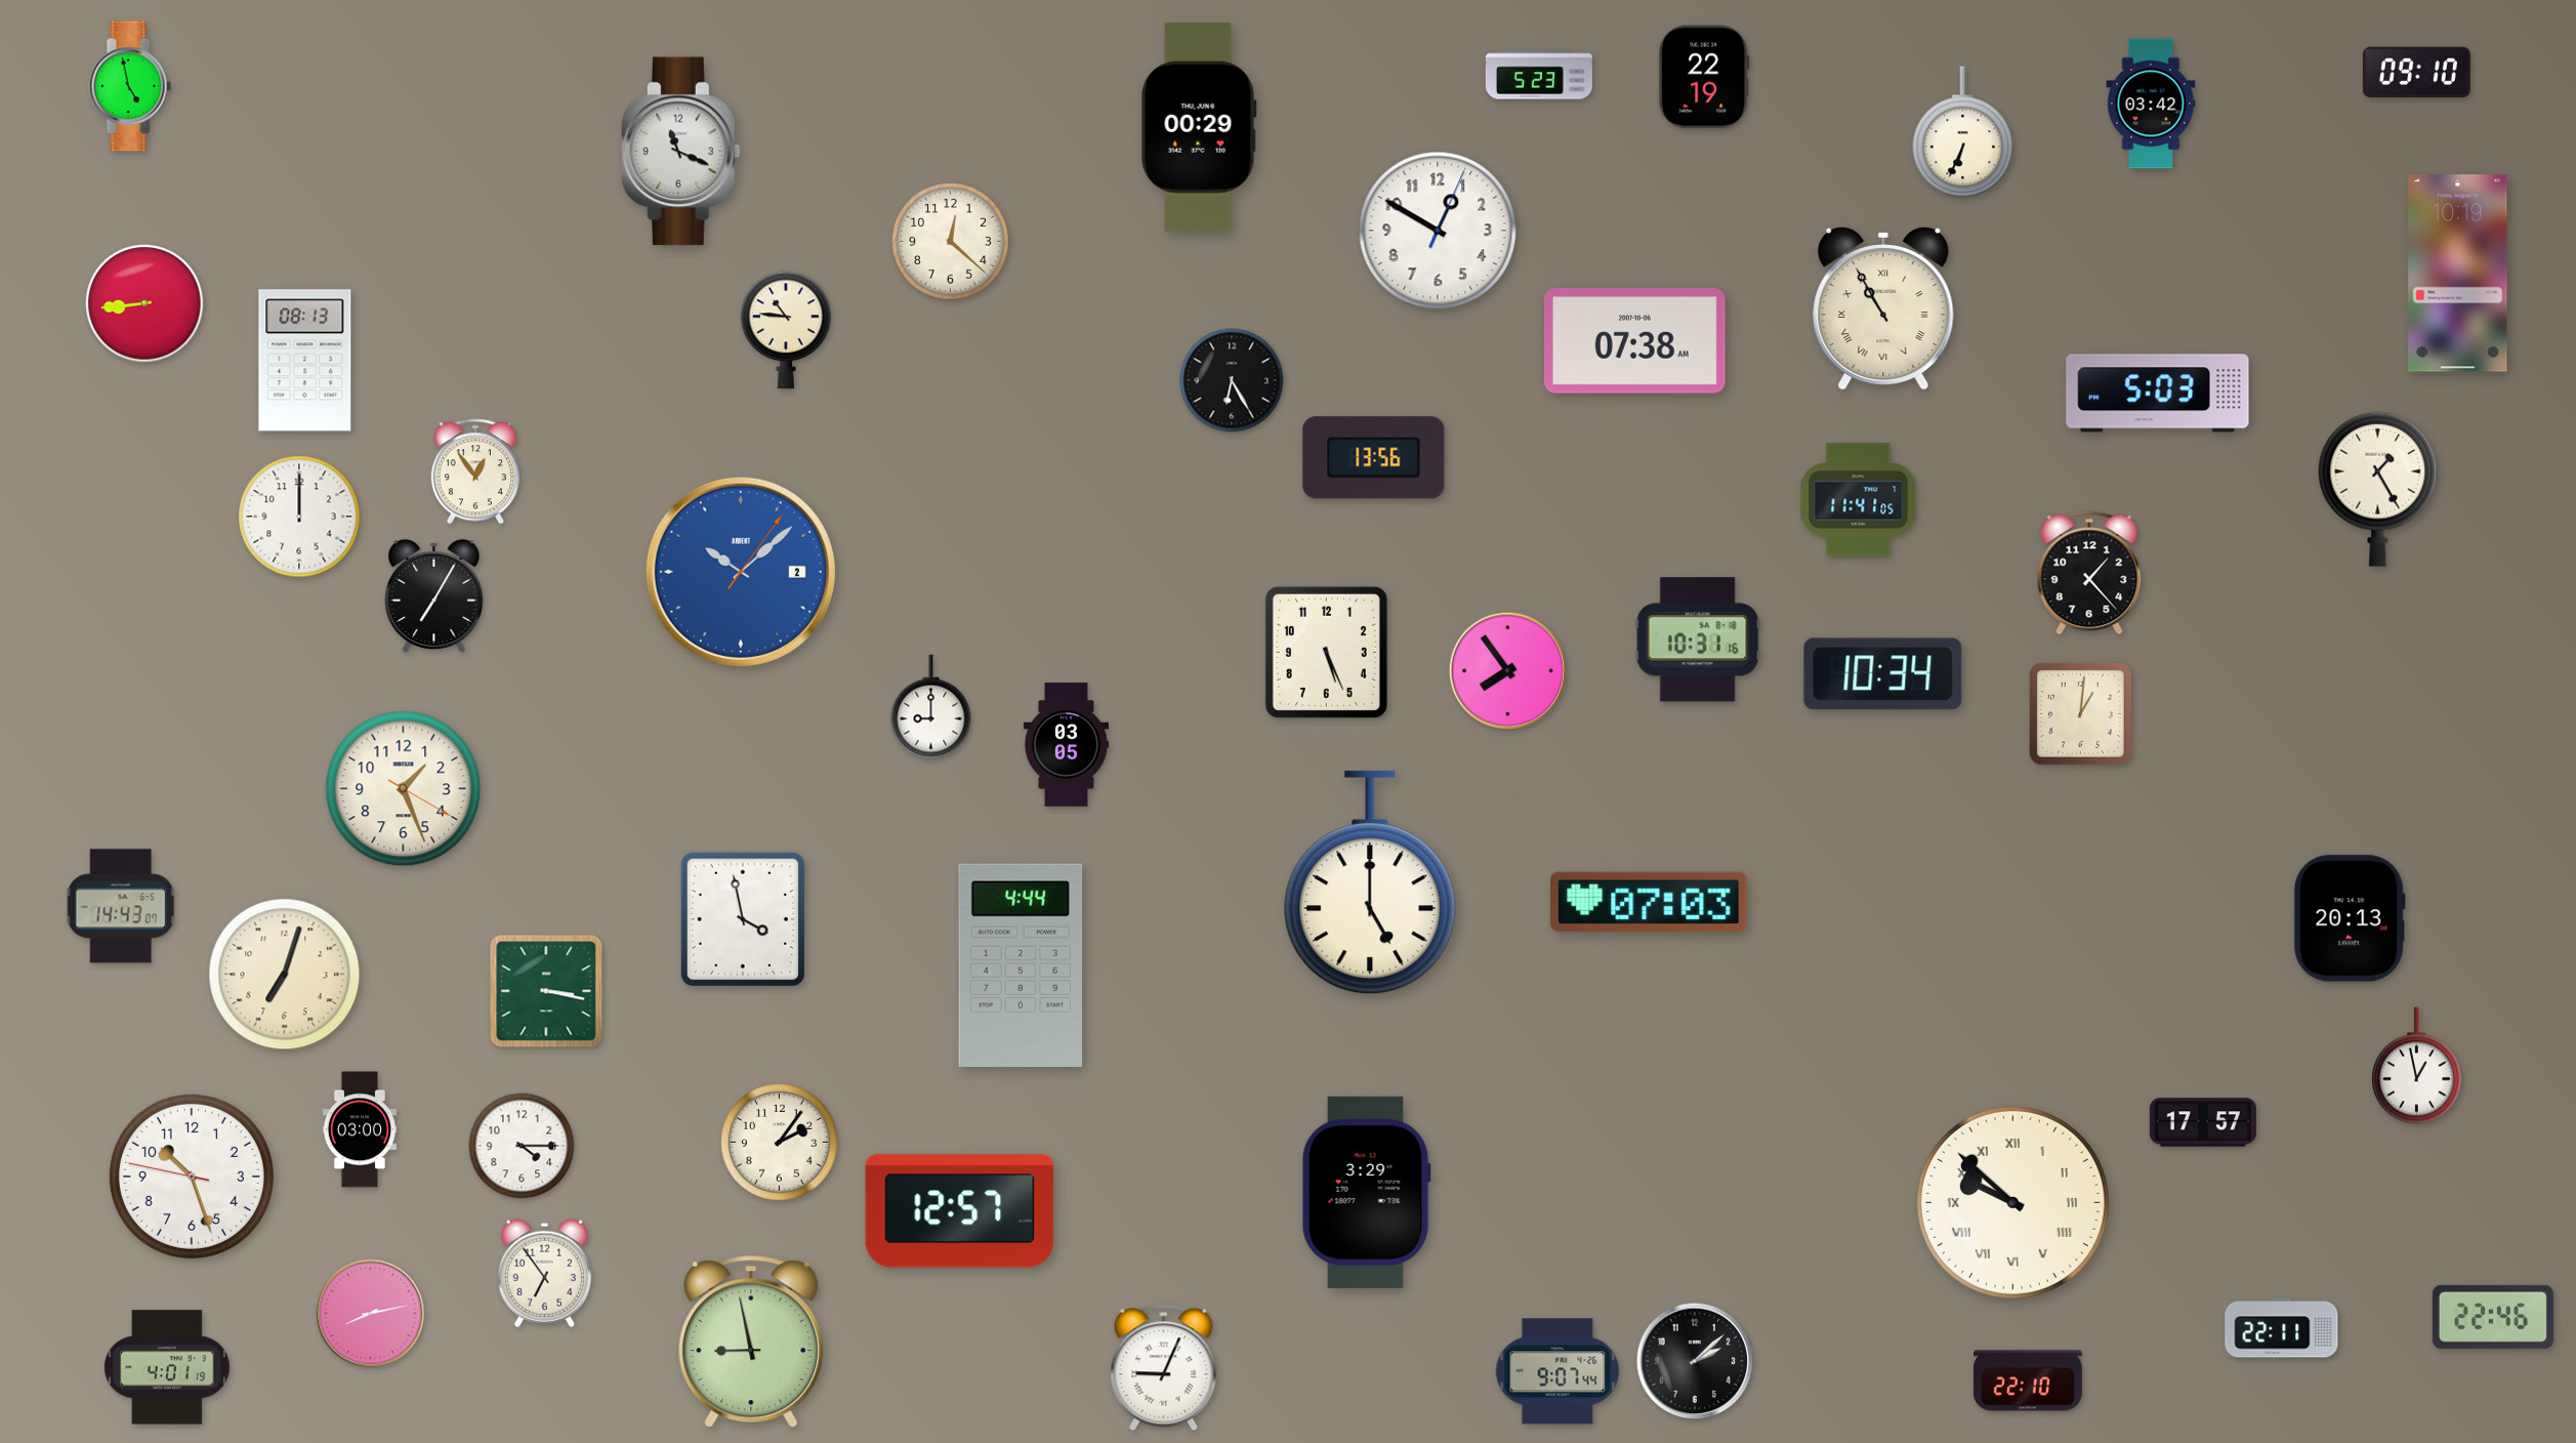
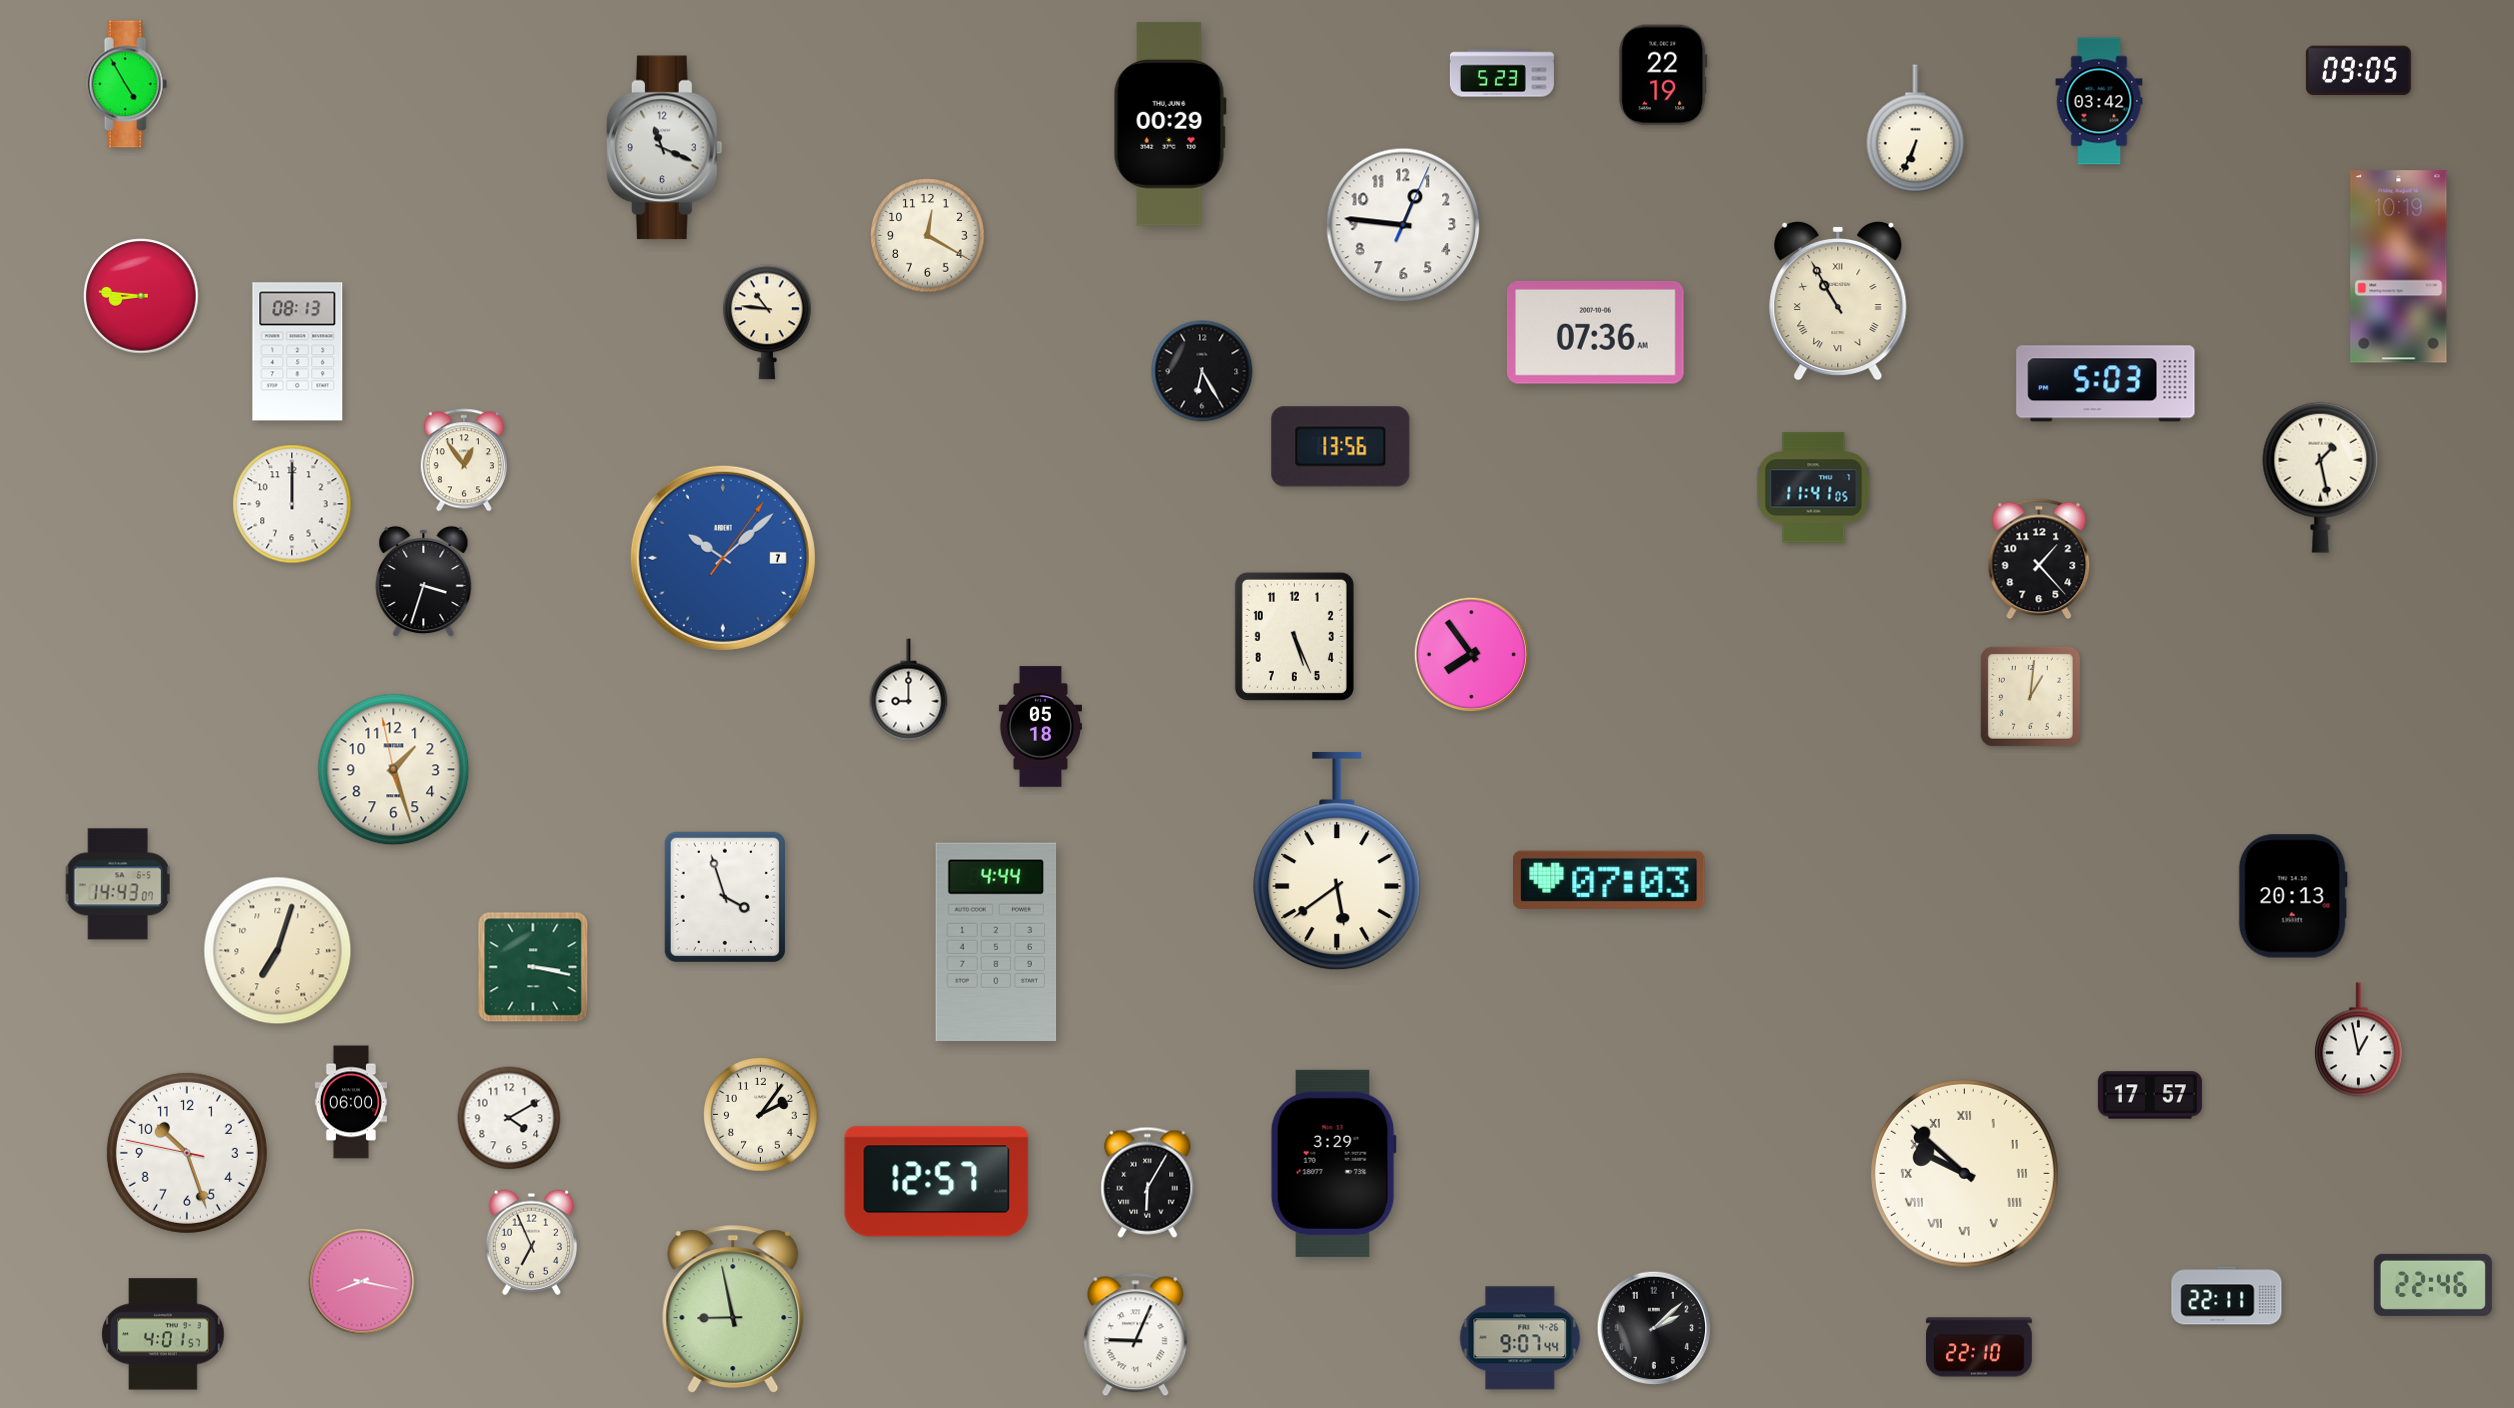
clock at (2416, 73): 09:10 -> 09:05
clock at (130, 86): 4:58 -> 4:55
clock at (1438, 231): 12:50 -> 12:46
clock at (951, 242): 12:22 -> 12:20
clock at (144, 303): 8:44 -> 8:46
clock at (1635, 340): 07:38 -> 07:36
clock at (2378, 489): 1:25 -> 1:28
clock at (741, 572) date: 2 -> 7
clock at (434, 596): 7:05 -> 3:33
clock at (1698, 640): 10:31 -> none
clock at (1883, 674): 10:34 -> none
clock at (1066, 745): 03:05 -> 05:18
clock at (404, 789): 1:26:20 -> 1:26:58
clock at (1370, 882): 5:00 -> 5:39
clock at (743, 919): 3:58 -> 3:57
clock at (360, 1129): 03:00 -> 06:00
clock at (522, 1146): 4:15 -> 4:10
clock at (192, 1177) position: (192, 1177) -> (187, 1153)
clock at (1148, 1182): none -> 6:05
clock at (544, 1273): 6:54 -> 6:56
clock at (371, 1314): 8:13 -> 8:17
clock at (167, 1367): 4:01:19 -> 4:01:57
